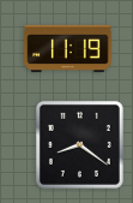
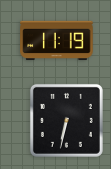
clock at (79, 144): 8:21 -> 6:32
